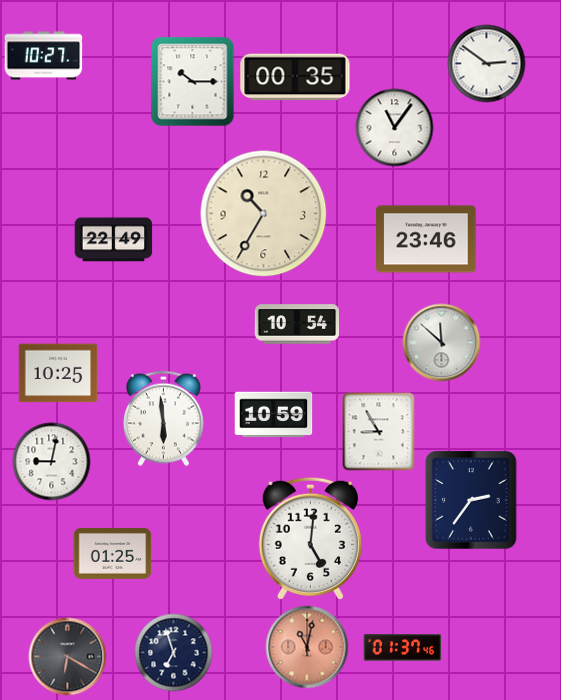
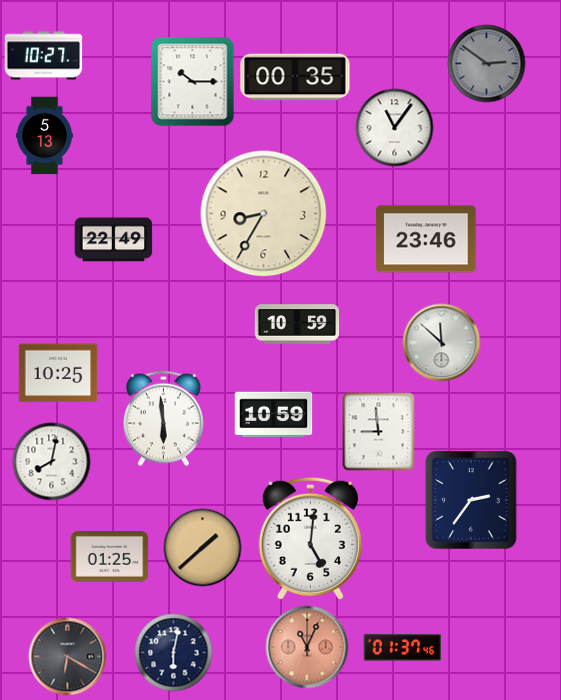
clock at (486, 63) dial: white -> grey
clock at (44, 135): none -> 5:13
clock at (263, 213): 10:35 -> 8:35
clock at (296, 324): 10:54 -> 10:59
clock at (379, 431): 8:55 -> 8:59
clock at (51, 461): 9:02 -> 8:02
clock at (202, 547): none -> 1:38
clock at (112, 553) position: (112, 553) -> (109, 556)
clock at (307, 647): 11:02 -> 11:04
clock at (173, 652): 6:57 -> 6:02
